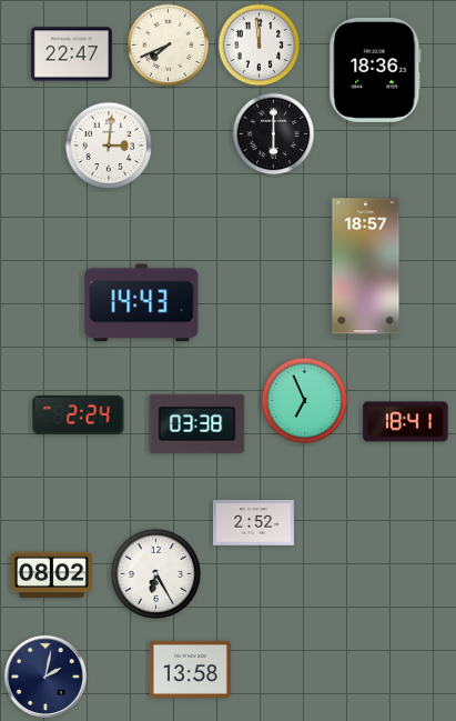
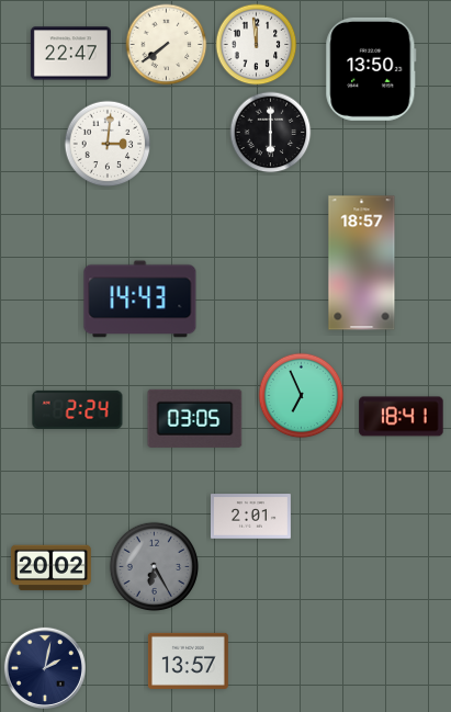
clock at (169, 46): 7:41 -> 7:39
clock at (375, 70): 18:36 -> 13:50
clock at (197, 423): 03:38 -> 03:05
clock at (253, 523): 2:52 -> 2:01
clock at (156, 574) dial: white -> grey
clock at (51, 575): 08:02 -> 20:02
clock at (190, 669): 13:58 -> 13:57
